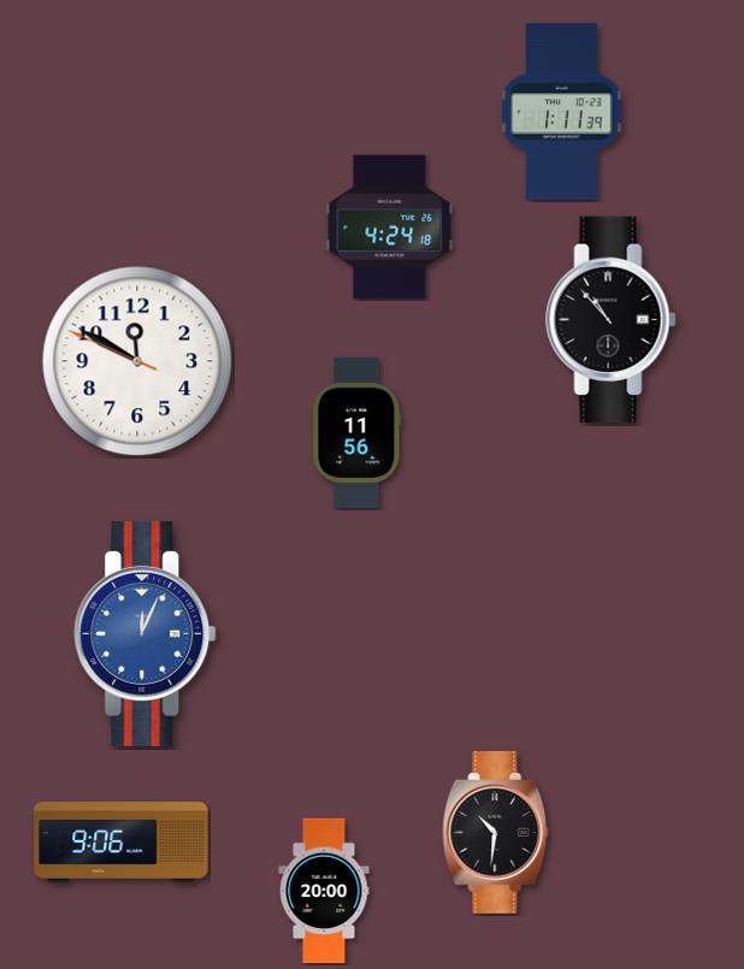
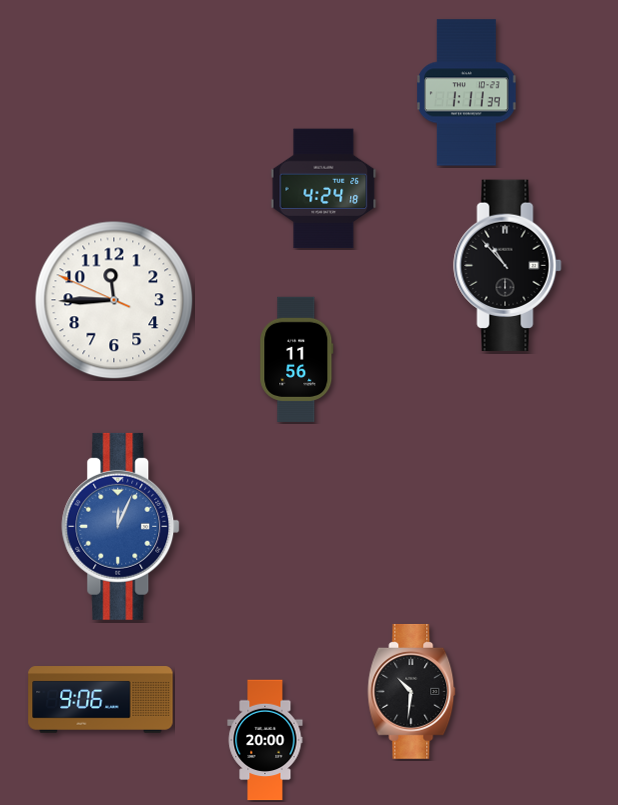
clock at (137, 361): 11:49 -> 11:44
clock at (324, 891) position: (324, 891) -> (265, 740)
